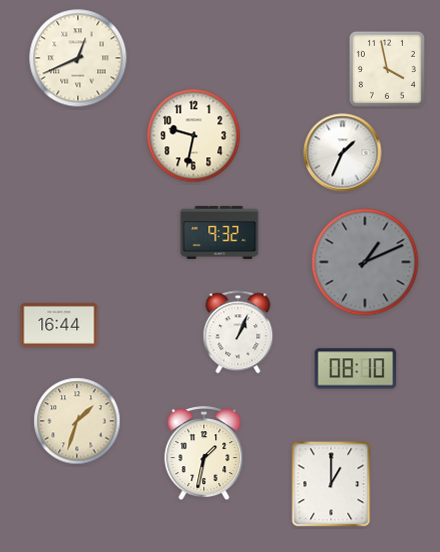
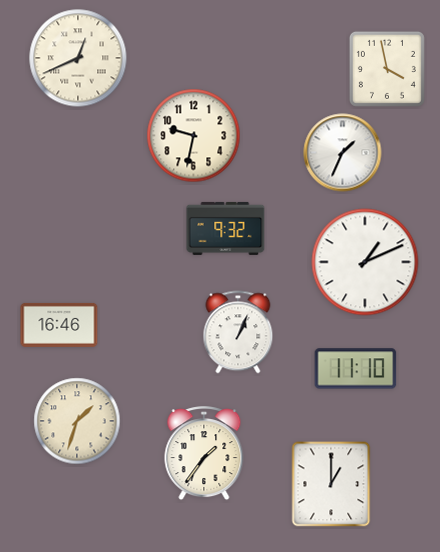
clock at (220, 232) position: (220, 232) -> (226, 228)
clock at (365, 262) dial: grey -> white
clock at (59, 325): 16:44 -> 16:46
clock at (356, 369): 08:10 -> 11:10
clock at (204, 454): 1:32 -> 1:36
